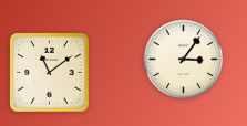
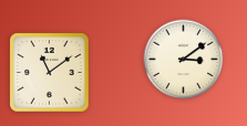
clock at (184, 60): 3:06 -> 3:09
